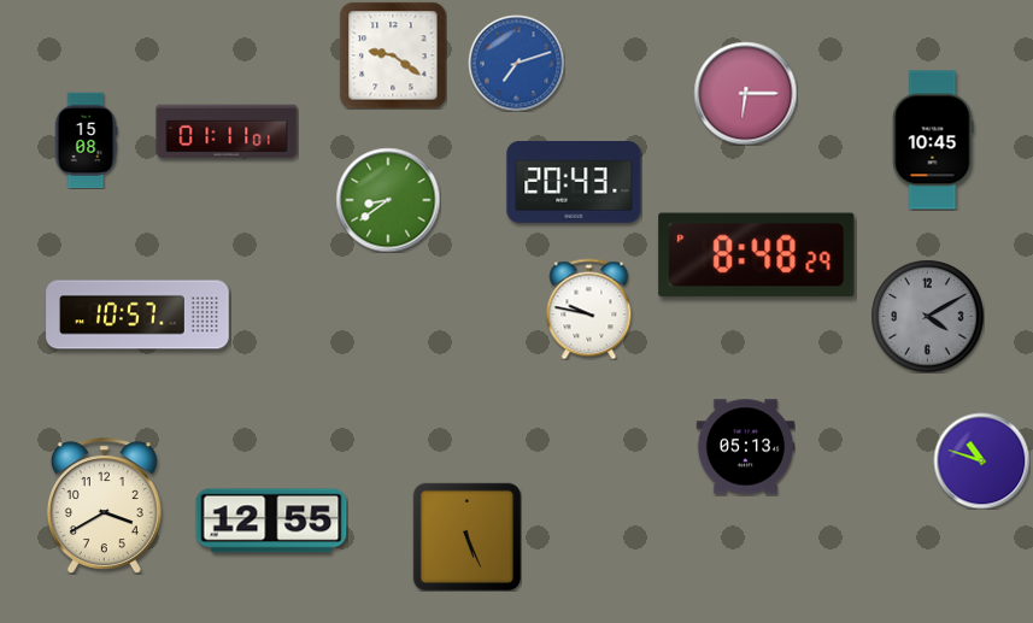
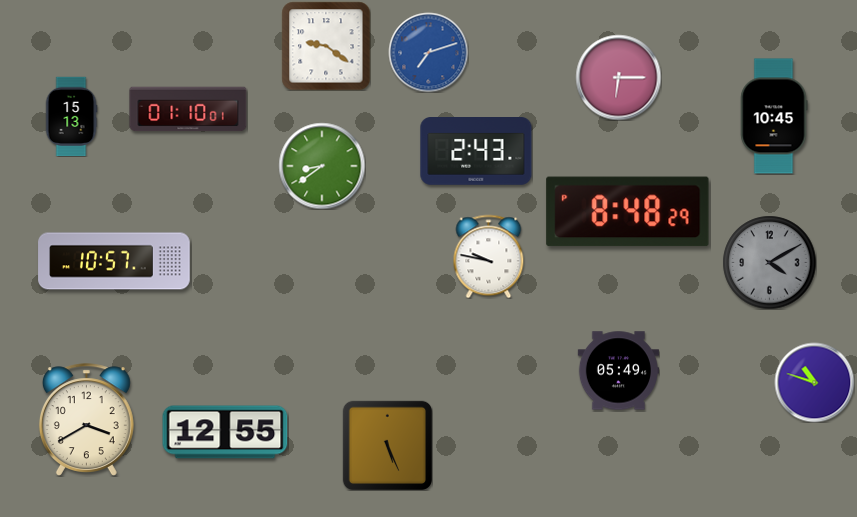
clock at (227, 131): 01:11 -> 01:10
clock at (86, 140): 15:08 -> 15:13
clock at (574, 183): 20:43 -> 2:43
clock at (745, 447): 05:13 -> 05:49
